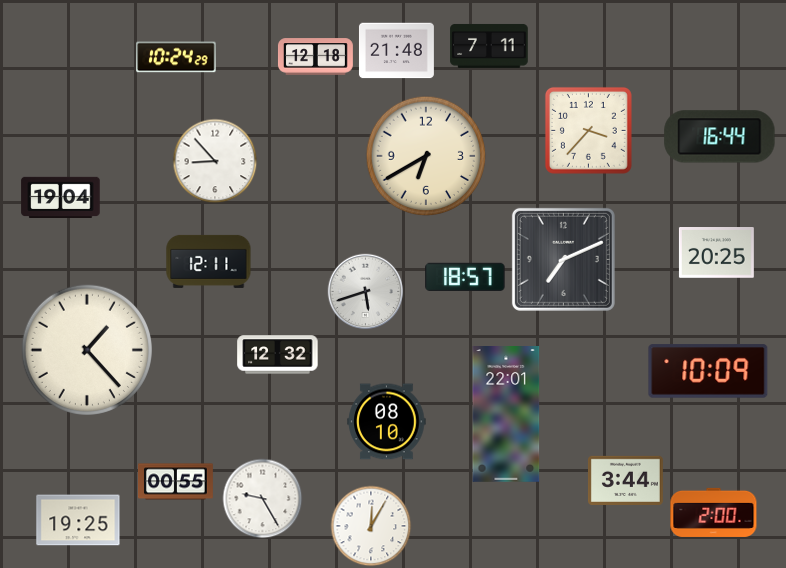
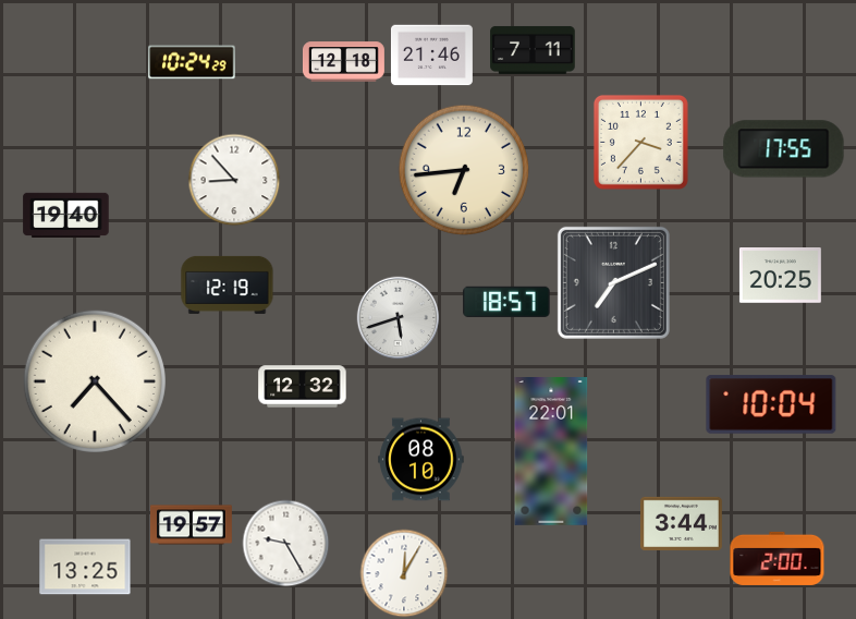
clock at (396, 51): 21:48 -> 21:46
clock at (720, 137): 16:44 -> 17:55
clock at (426, 156): 6:40 -> 6:44
clock at (215, 161) position: (215, 161) -> (234, 180)
clock at (61, 197): 19:04 -> 19:40
clock at (209, 261): 12:11 -> 12:19
clock at (87, 350): 1:23 -> 7:23
clock at (708, 371): 10:09 -> 10:04
clock at (175, 482): 00:55 -> 19:57
clock at (78, 520): 19:25 -> 13:25
